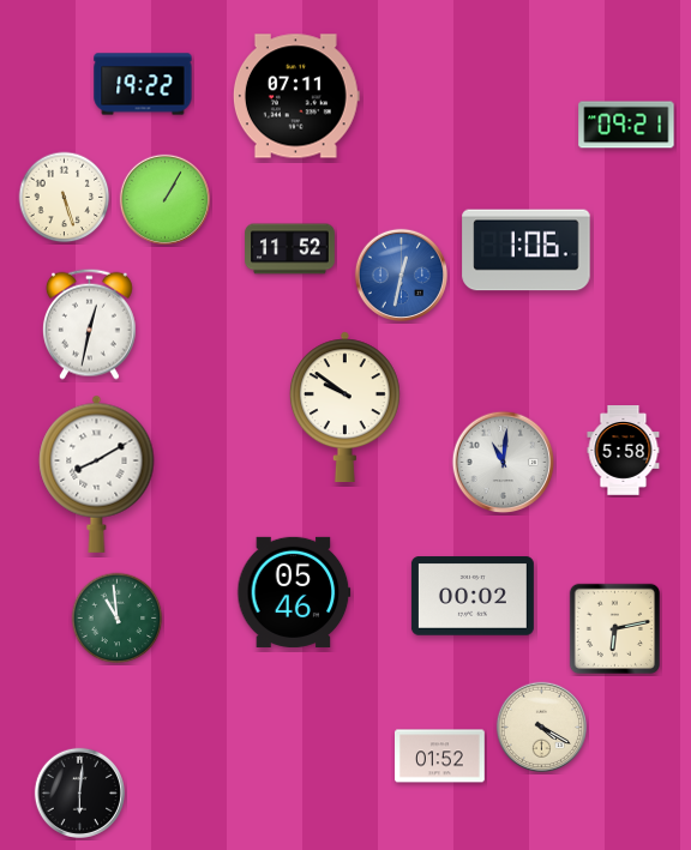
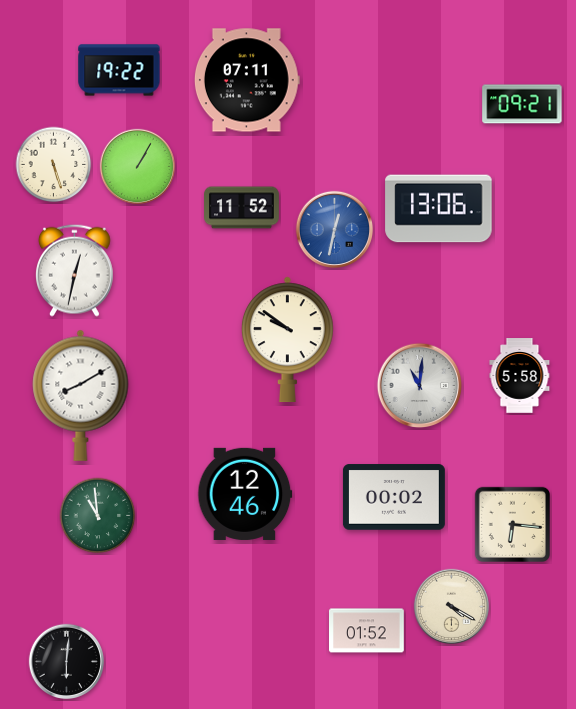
clock at (527, 251): 1:06 -> 13:06
clock at (294, 592): 05:46 -> 12:46
clock at (614, 628): 6:13 -> 6:16
